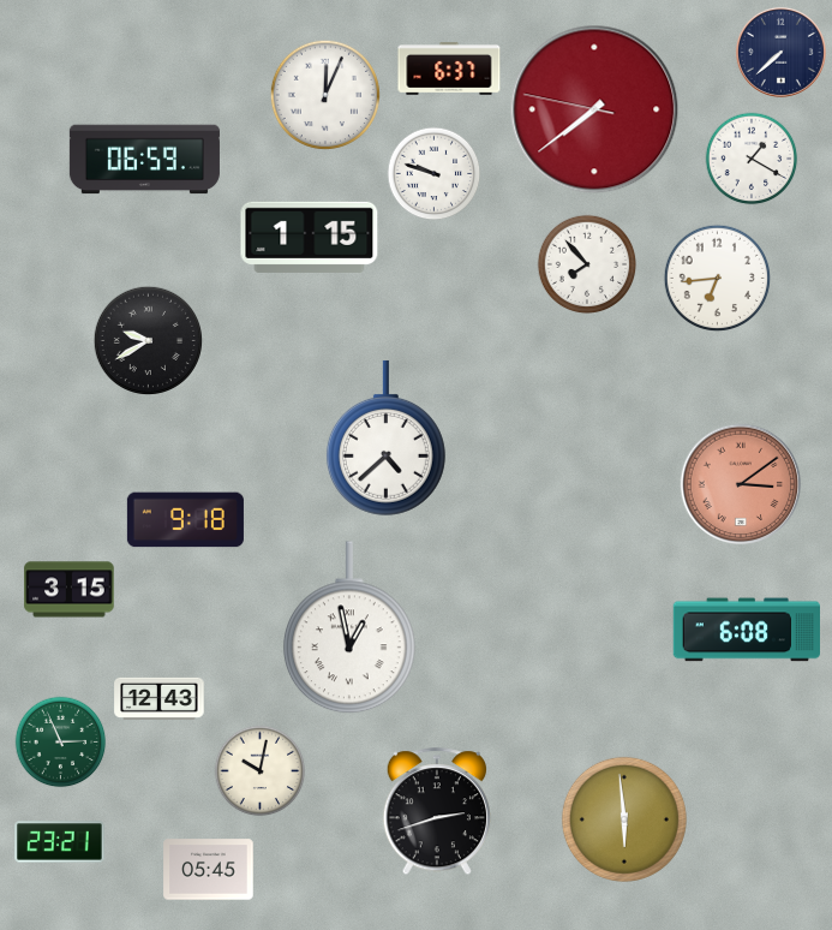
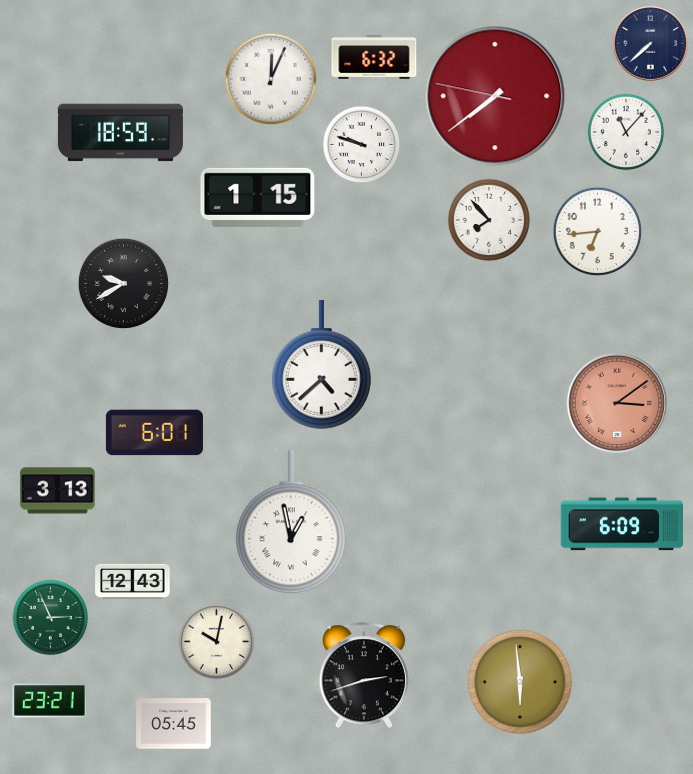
clock at (449, 70): 6:37 -> 6:32
clock at (594, 109) position: (594, 109) -> (495, 96)
clock at (752, 159): 1:20 -> 11:07
clock at (144, 160): 06:59 -> 18:59
clock at (185, 520): 9:18 -> 6:01
clock at (70, 590): 3:15 -> 3:13
clock at (746, 630): 6:08 -> 6:09
